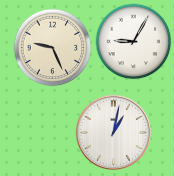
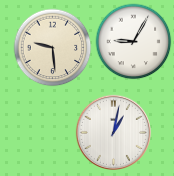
clock at (53, 48): 9:26 -> 9:29
